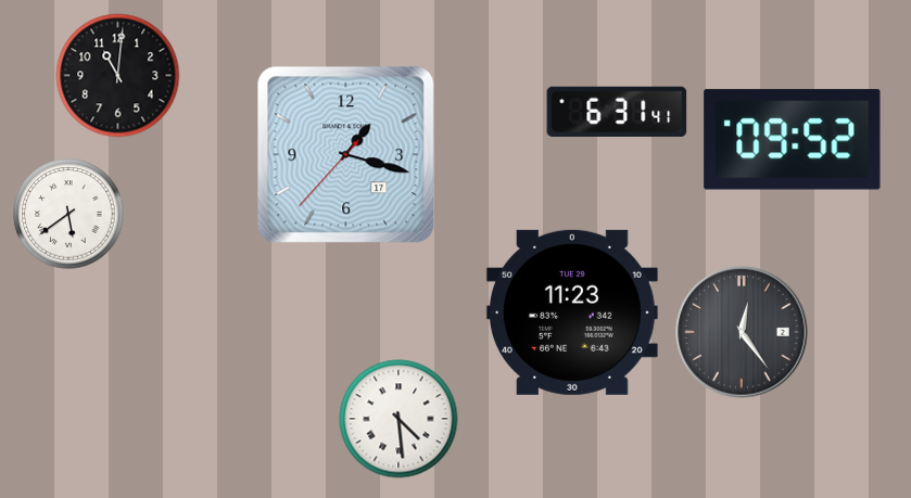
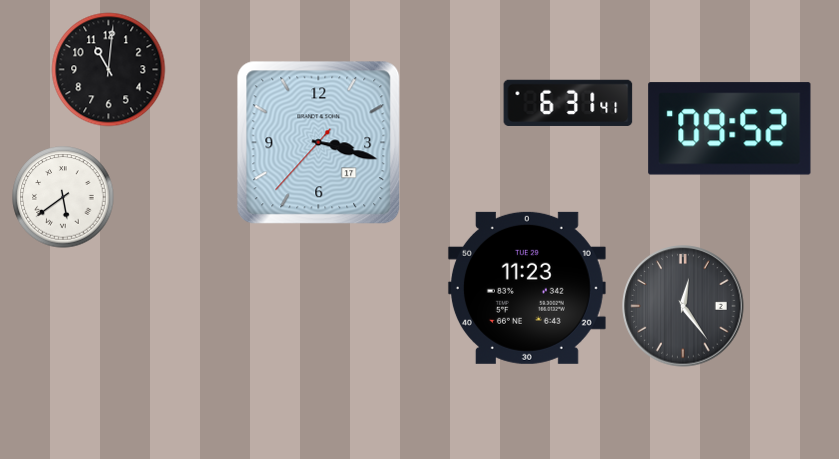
clock at (346, 155): 1:17 -> 3:17
clock at (398, 419): 4:29 -> none
